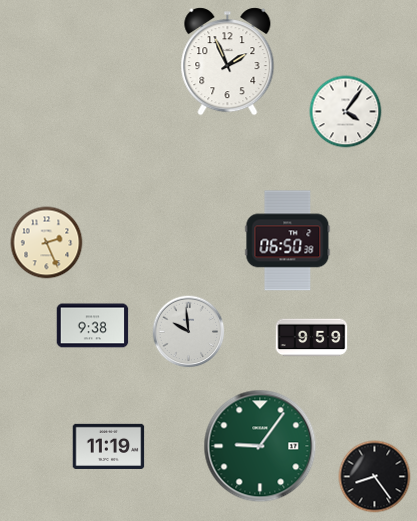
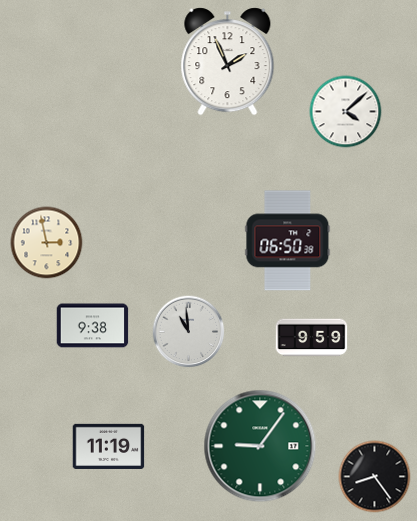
clock at (346, 112): 4:06 -> 4:08
clock at (47, 243): 2:26 -> 2:58
clock at (189, 332): 9:59 -> 10:59
